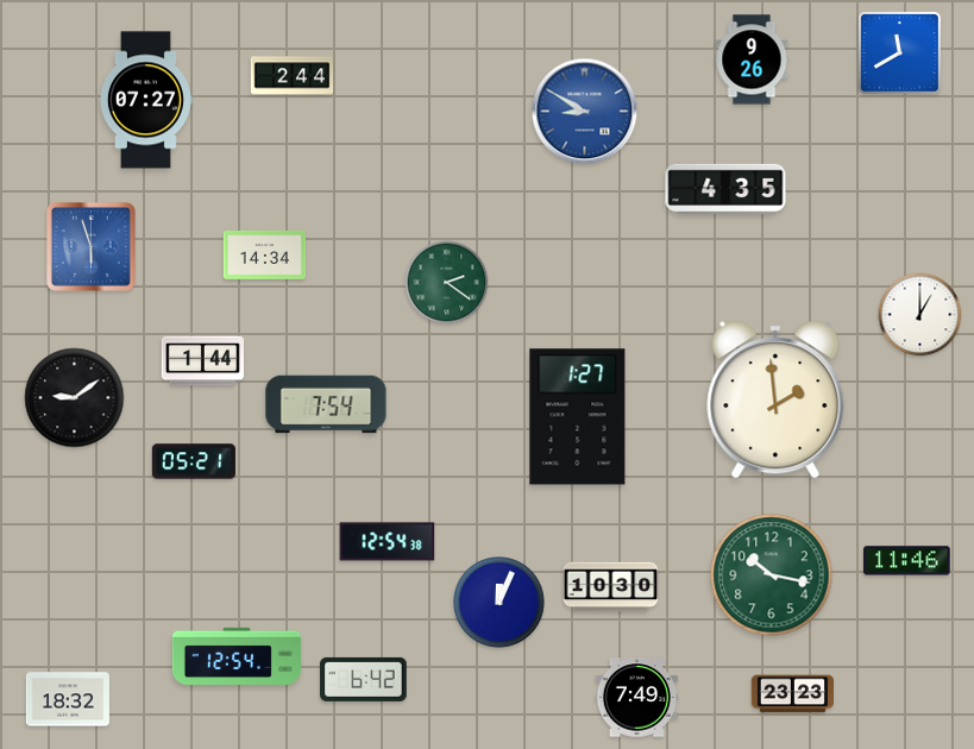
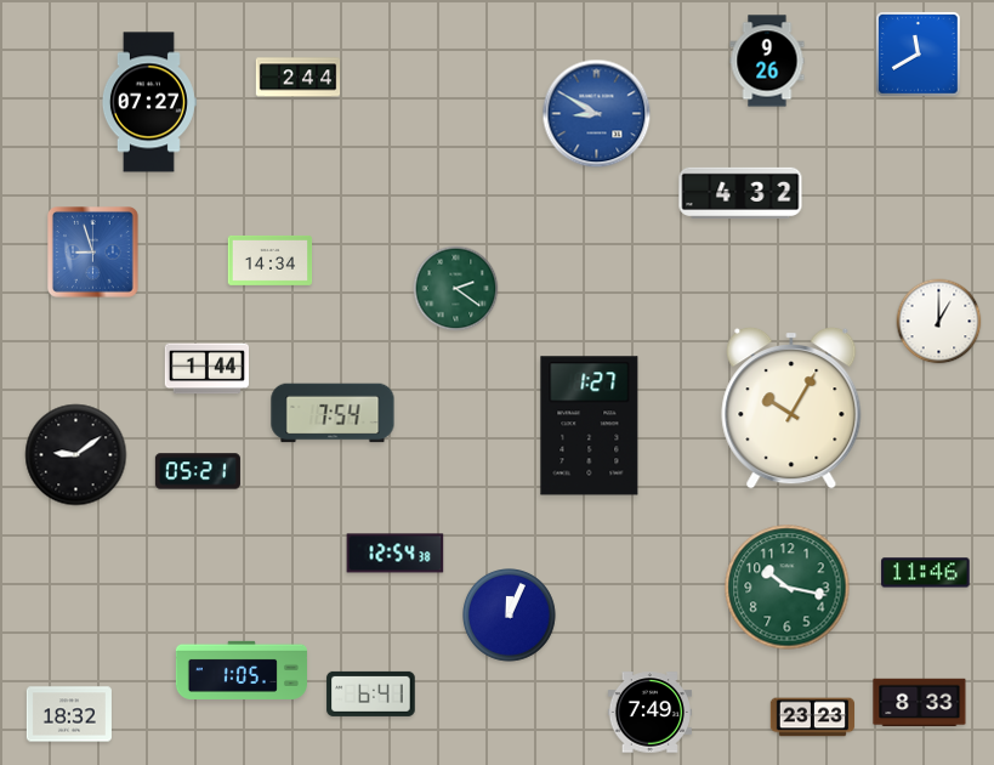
clock at (725, 189): 4:35 -> 4:32
clock at (92, 247): 5:57 -> 8:57
clock at (75, 398) position: (75, 398) -> (76, 455)
clock at (775, 399): 1:59 -> 10:05
clock at (611, 587): 10:30 -> none
clock at (237, 656): 12:54 -> 1:05
clock at (364, 679): 6:42 -> 6:41
clock at (920, 703): none -> 8:33
clock at (793, 694) position: (793, 694) -> (813, 718)
